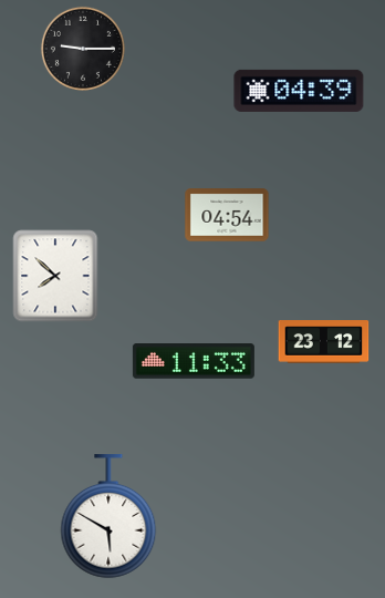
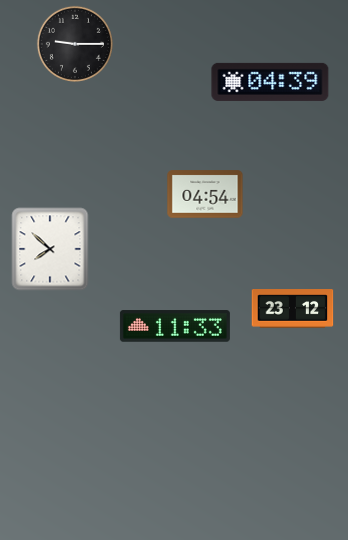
clock at (108, 517): 5:50 -> none
